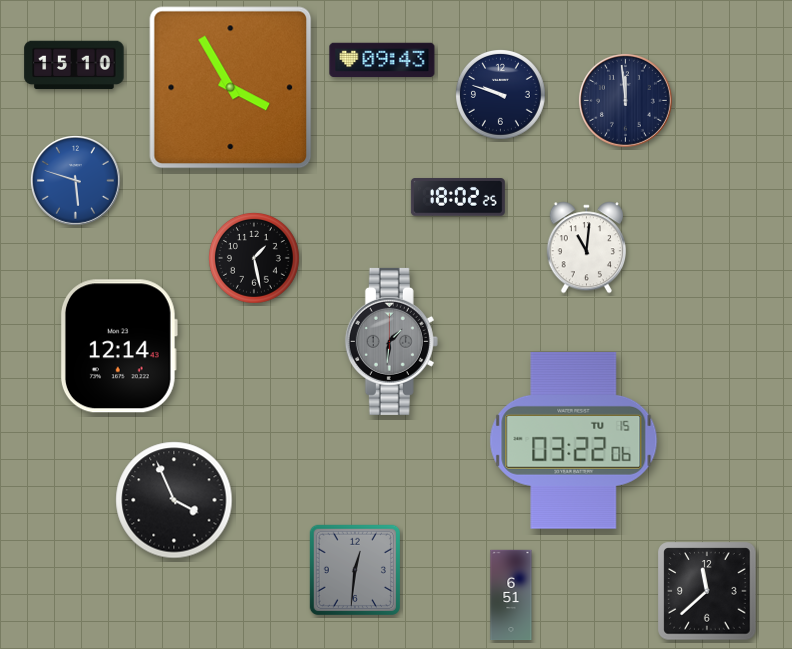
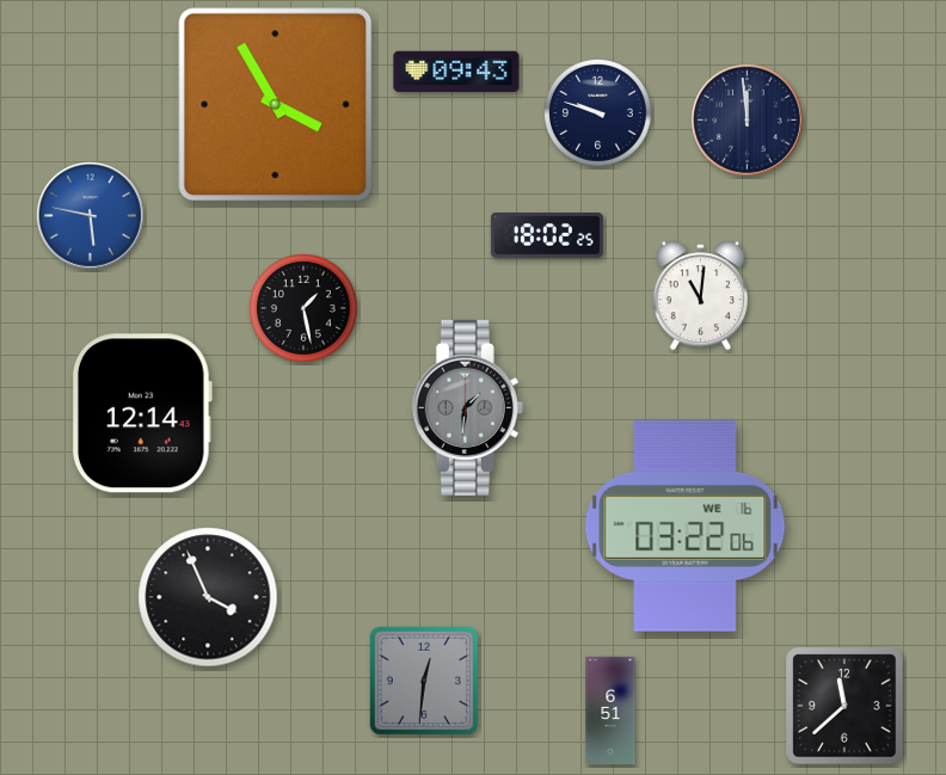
clock at (74, 65): 15:10 -> none
clock at (75, 180): 5:48 -> 5:47
clock at (574, 440) date: TU 15 -> WE 16
